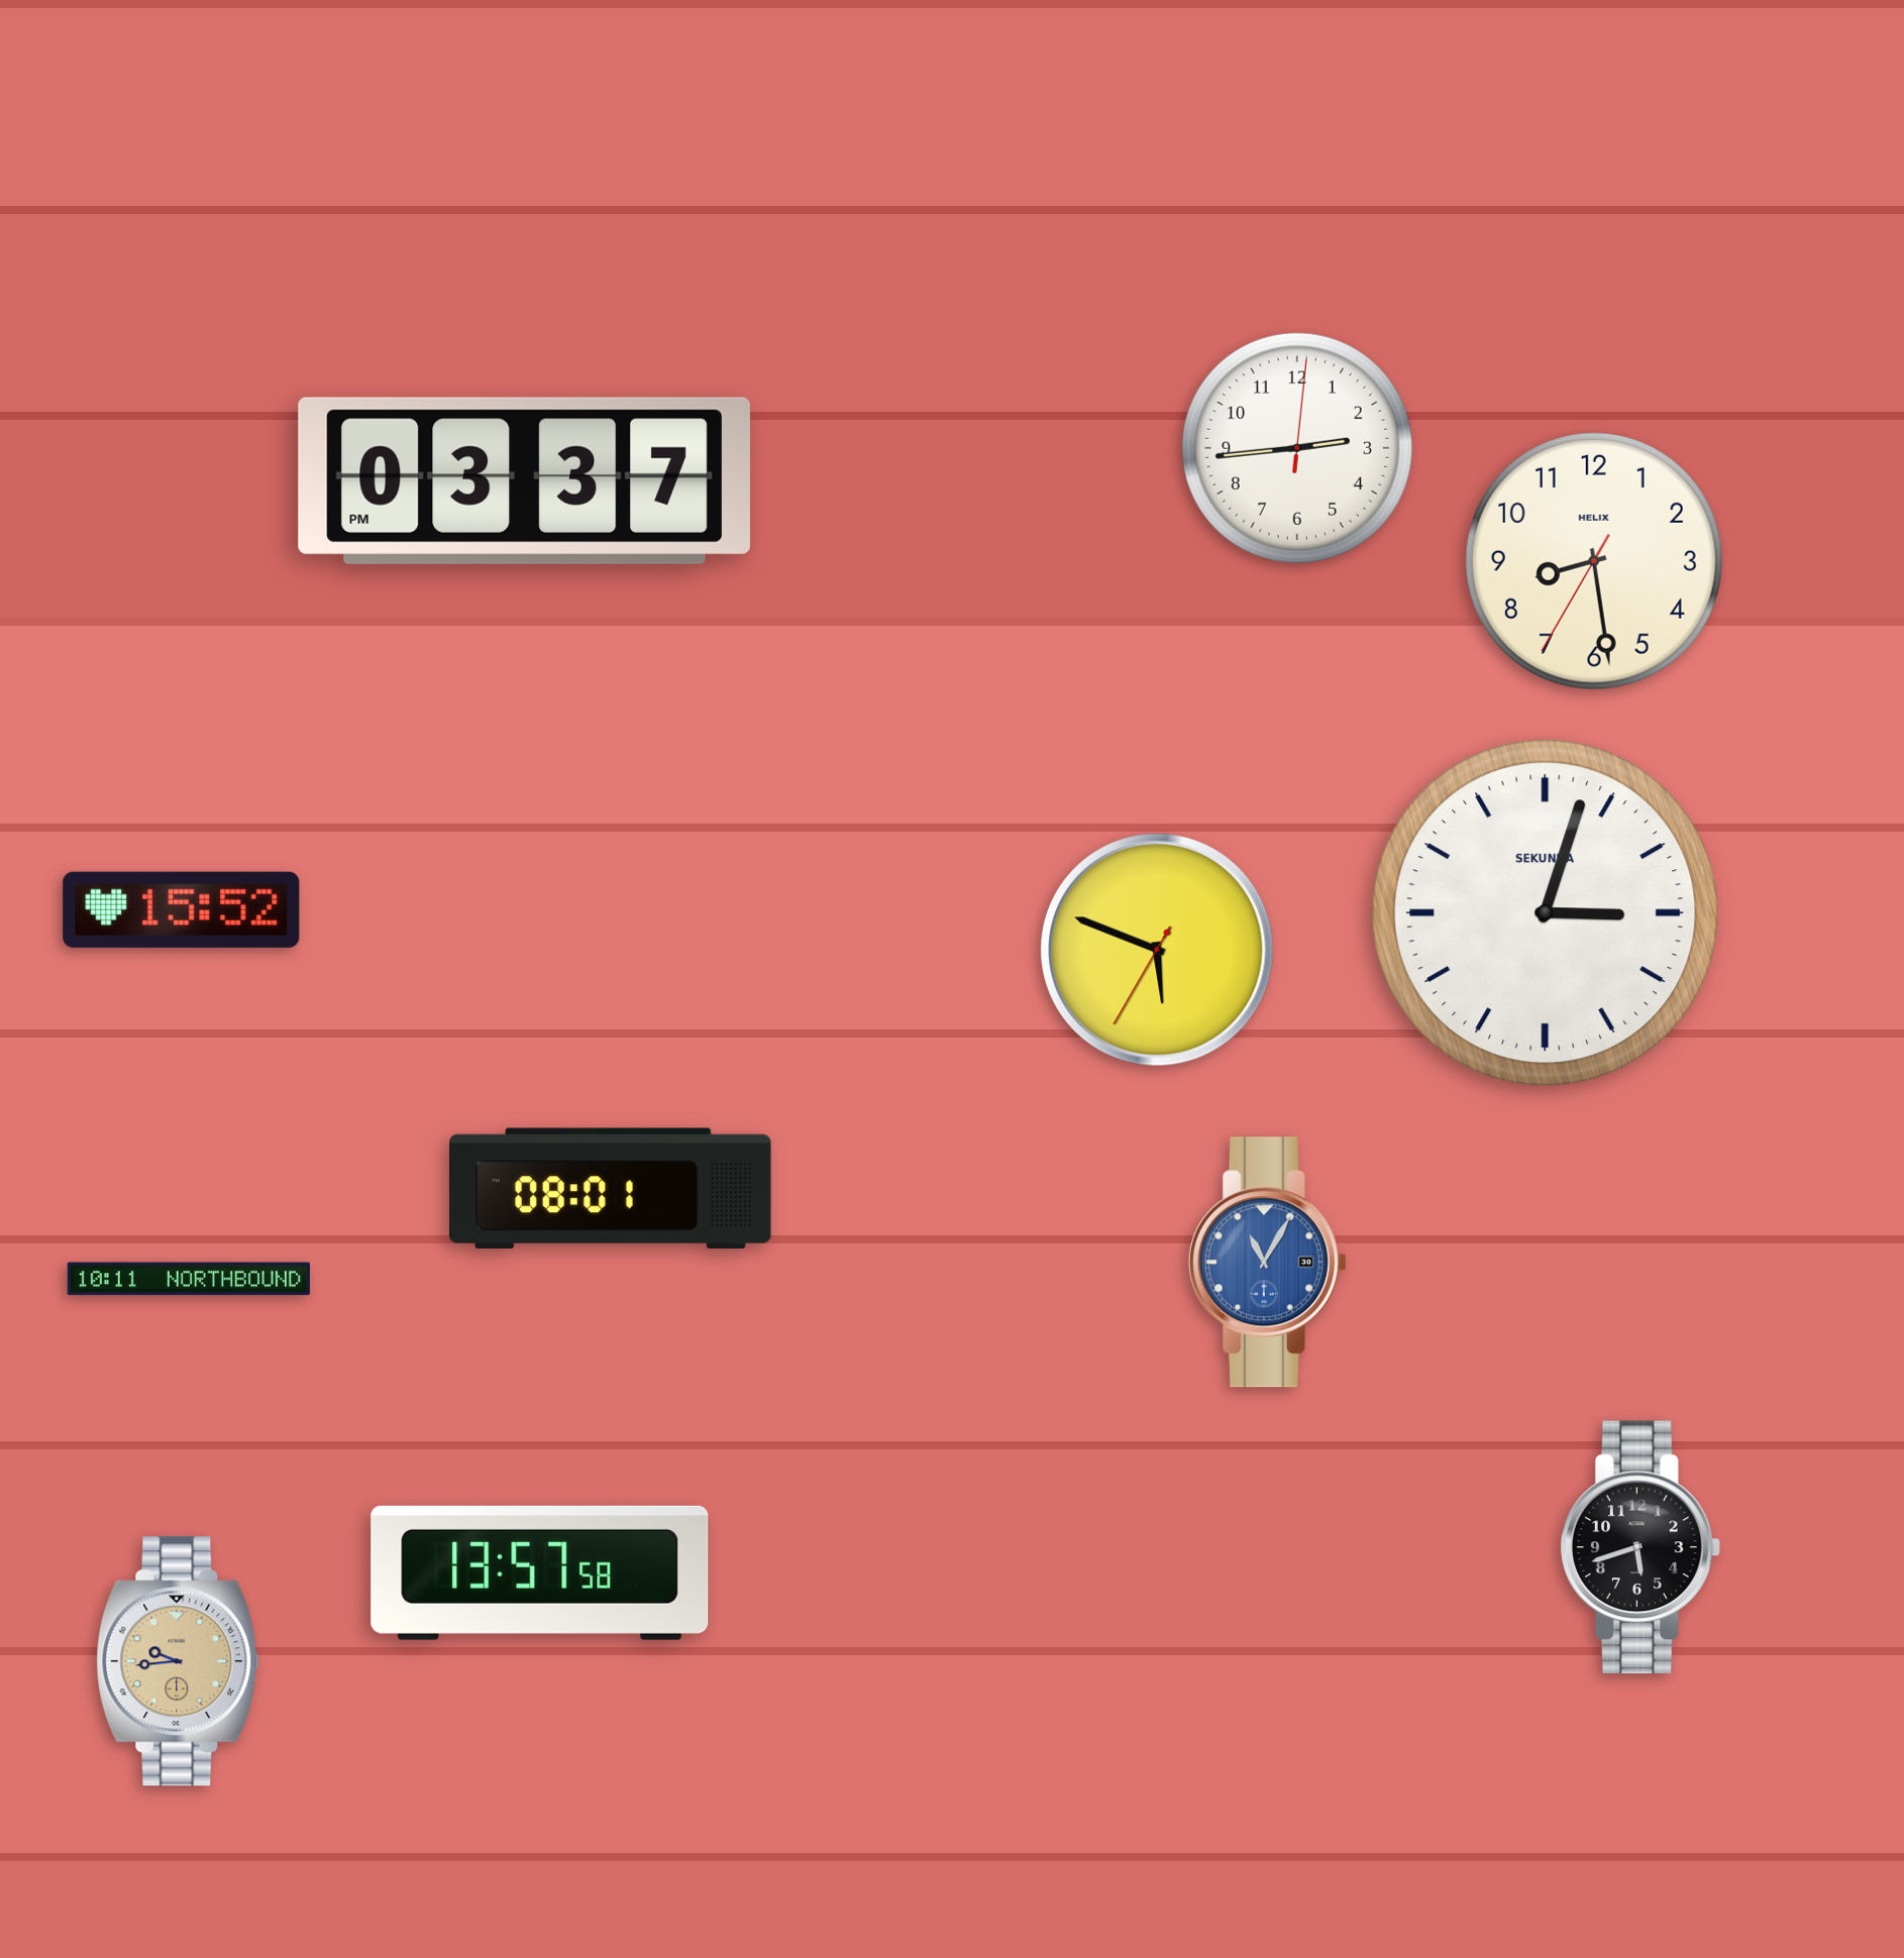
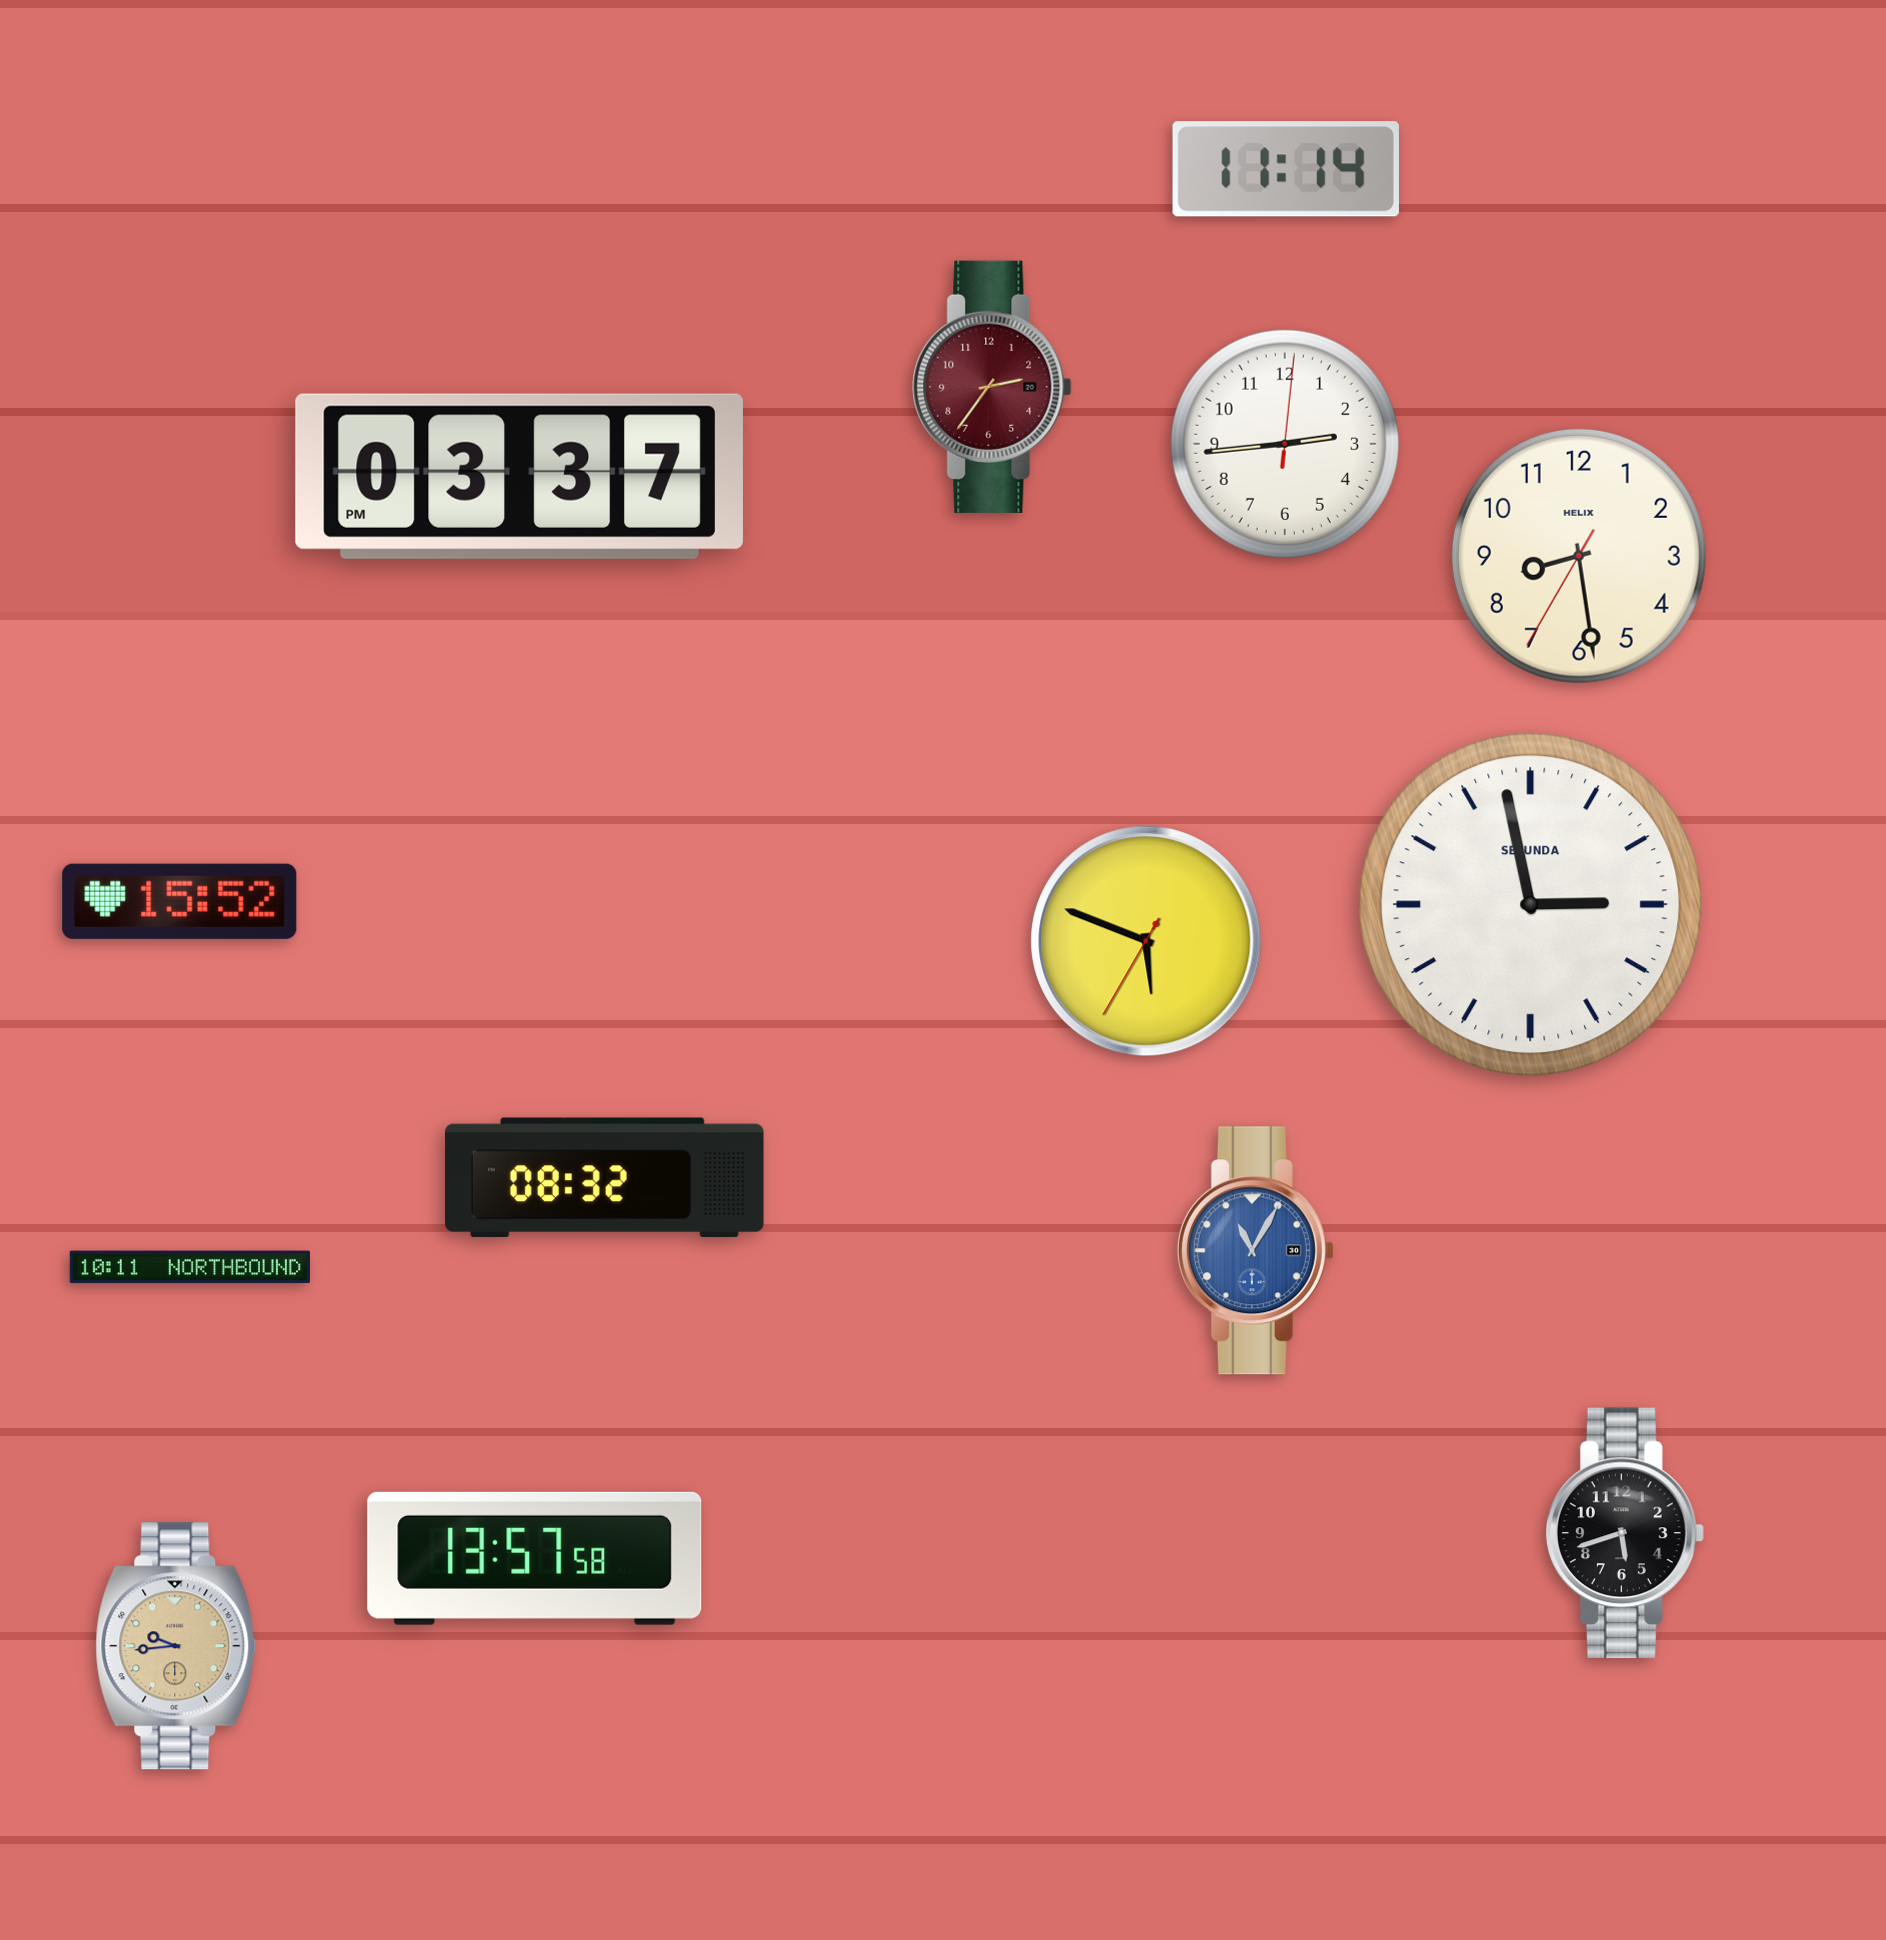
clock at (1286, 169): none -> 11:14
clock at (992, 387): none -> 2:36
clock at (1546, 913): 3:03 -> 2:58
clock at (611, 1188): 08:01 -> 08:32
clock at (189, 1279) position: (189, 1279) -> (190, 1267)
